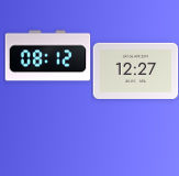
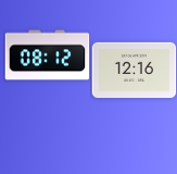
clock at (135, 70): 12:27 -> 12:16
